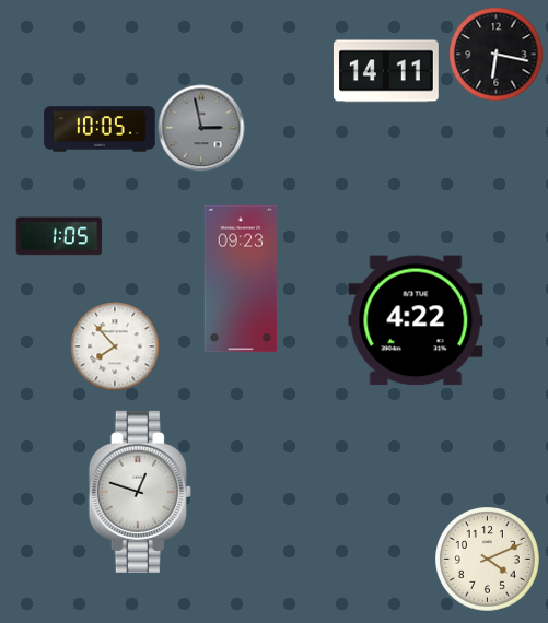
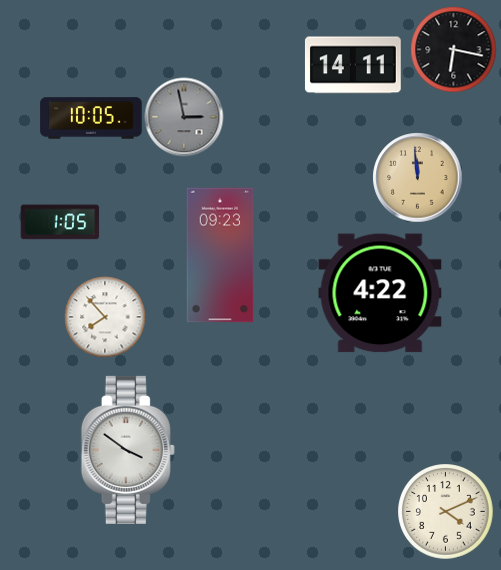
clock at (417, 177): none -> 11:59
clock at (59, 236) position: (59, 236) -> (60, 222)
clock at (140, 492): 12:48 -> 3:51
